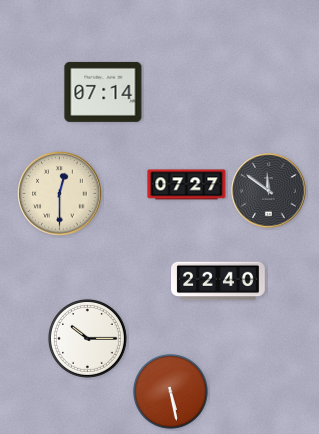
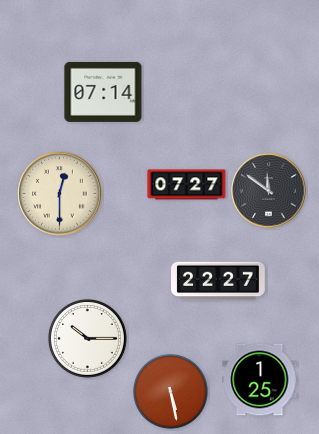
clock at (219, 281): 22:40 -> 22:27
clock at (260, 380): none -> 1:25
